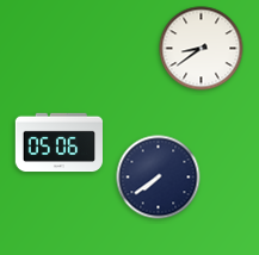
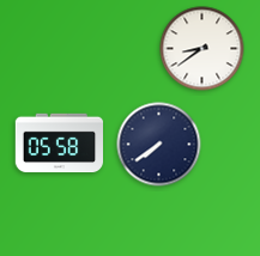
clock at (60, 143): 05:06 -> 05:58
clock at (159, 178) position: (159, 178) -> (159, 145)
